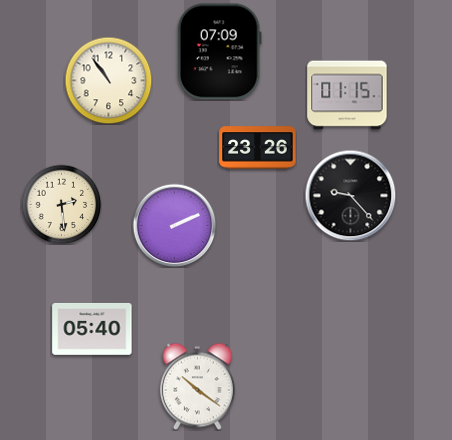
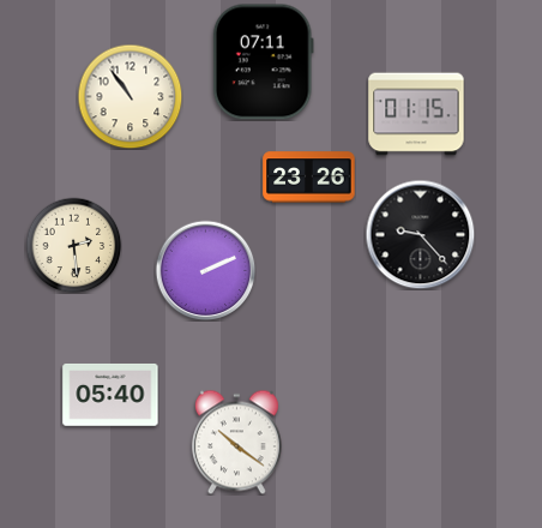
clock at (219, 52): 07:09 -> 07:11
clock at (174, 225) position: (174, 225) -> (205, 270)
clock at (197, 386) position: (197, 386) -> (236, 442)
